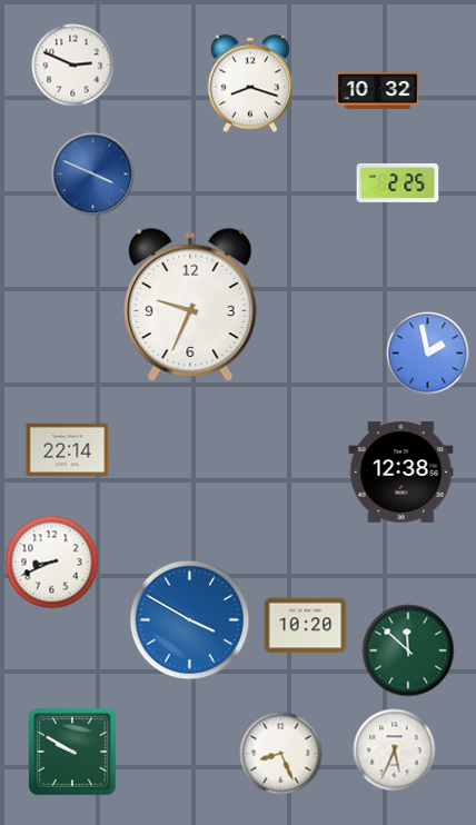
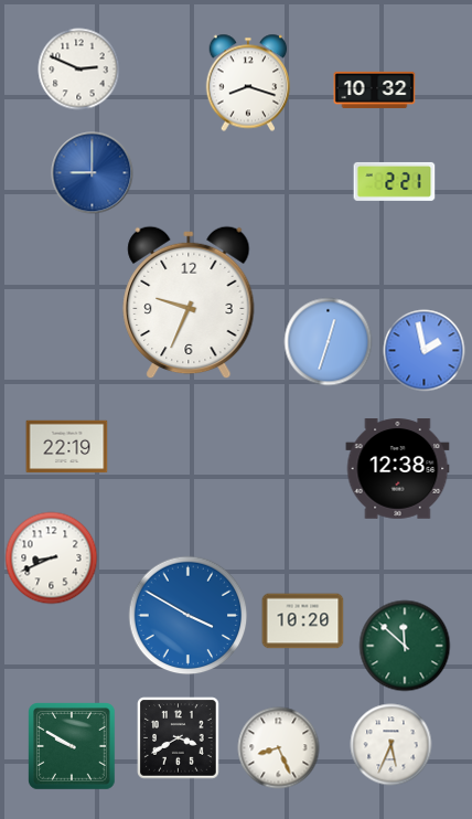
clock at (73, 66) position: (73, 66) -> (79, 70)
clock at (93, 175): 3:49 -> 9:00
clock at (398, 182): 2:25 -> 2:21
clock at (329, 342): none -> 12:33
clock at (68, 450): 22:14 -> 22:19
clock at (179, 738): none -> 3:40
